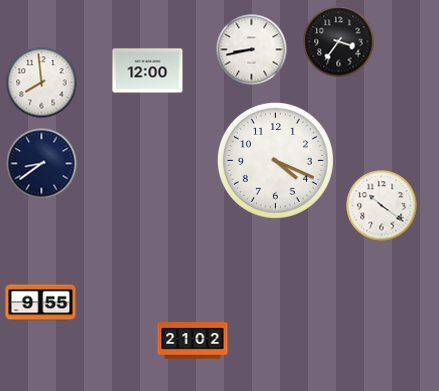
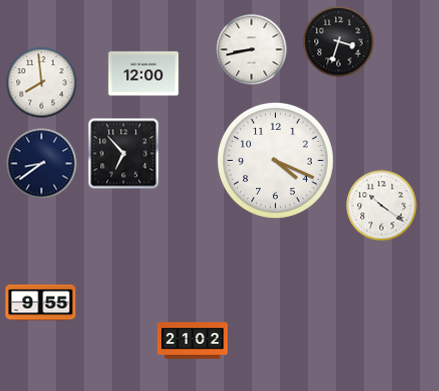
clock at (339, 42): 3:36 -> 3:33
clock at (148, 71) position: (148, 71) -> (144, 74)
clock at (124, 154): none -> 6:53
